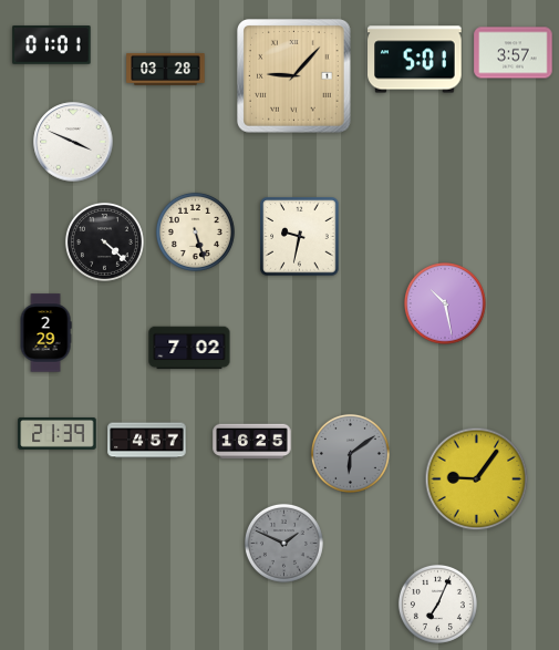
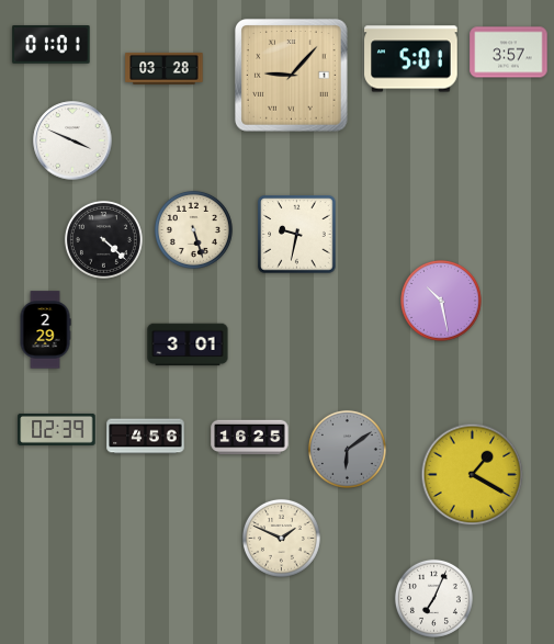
clock at (189, 348): 7:02 -> 3:01
clock at (58, 433): 21:39 -> 02:39
clock at (147, 441): 4:57 -> 4:56
clock at (477, 479): 9:06 -> 1:20
clock at (283, 543) dial: grey -> cream
